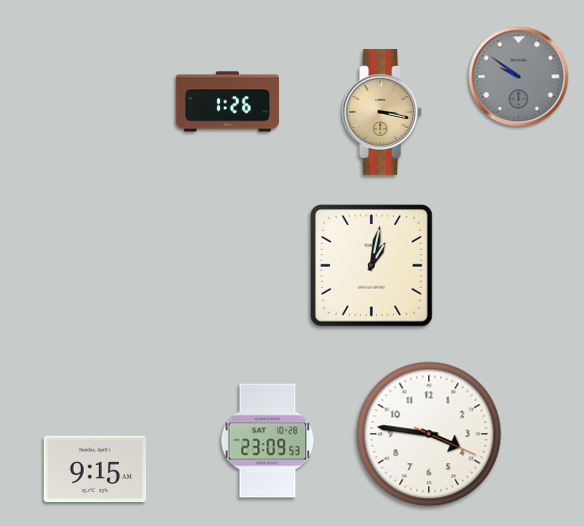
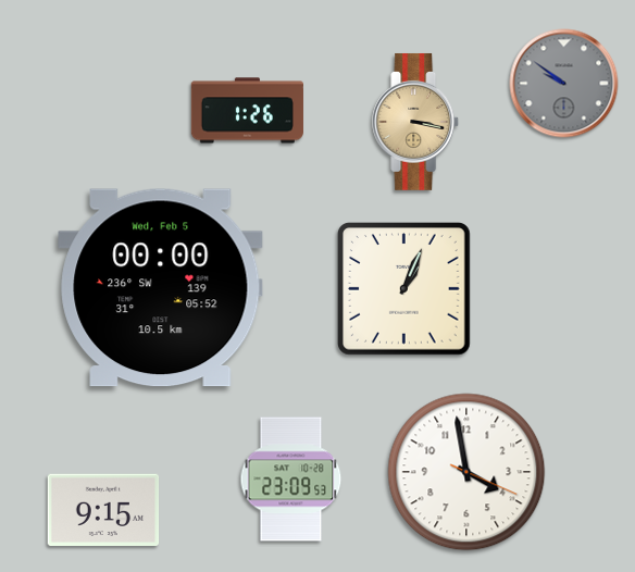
clock at (161, 288): none -> 00:00
clock at (372, 266): 1:02 -> 1:04
clock at (429, 434): 3:46 -> 3:58
